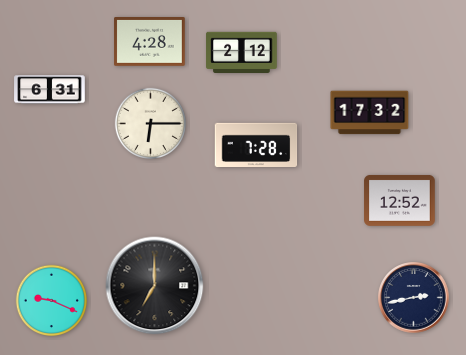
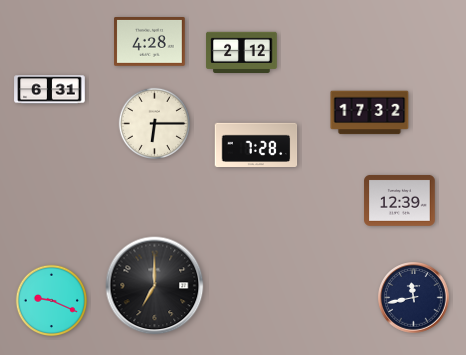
clock at (150, 123) position: (150, 123) -> (154, 123)
clock at (400, 200): 12:52 -> 12:39
clock at (414, 298): 2:43 -> 11:43
